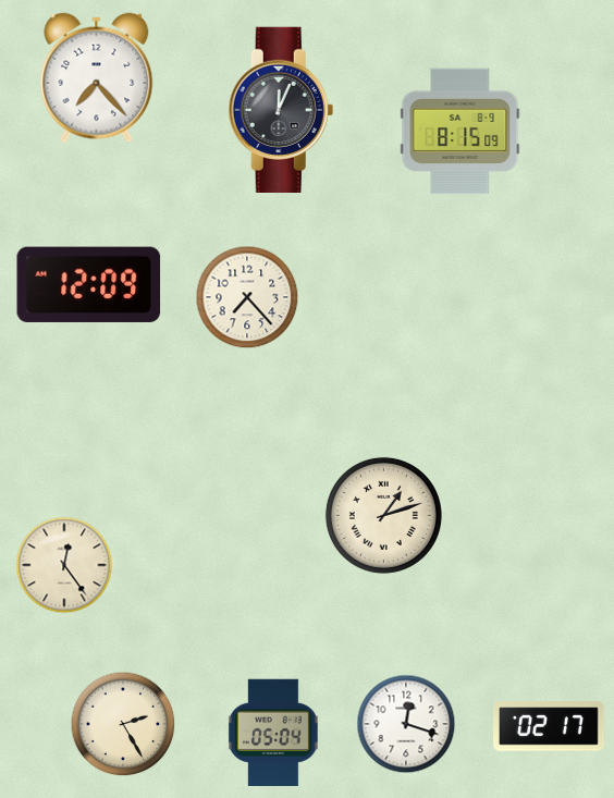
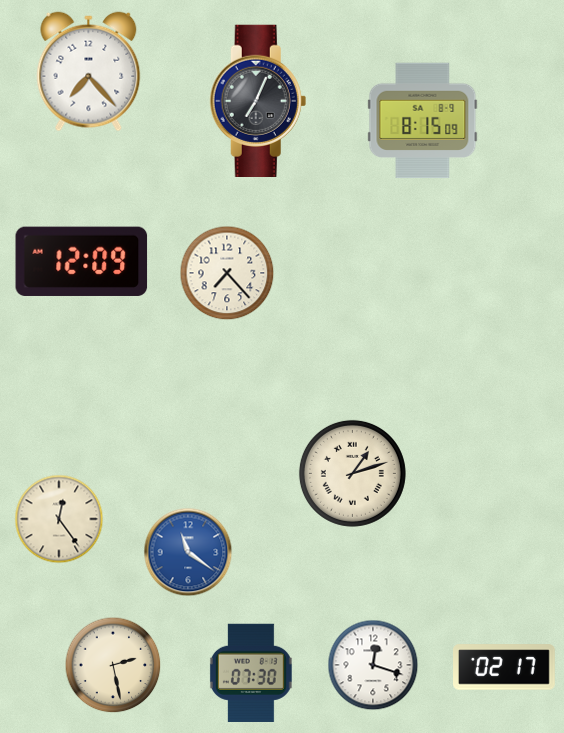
clock at (281, 109): 12:04 -> 7:04
clock at (188, 552): none -> 11:21
clock at (123, 724): 2:25 -> 2:28
clock at (273, 733): 05:04 -> 07:30
